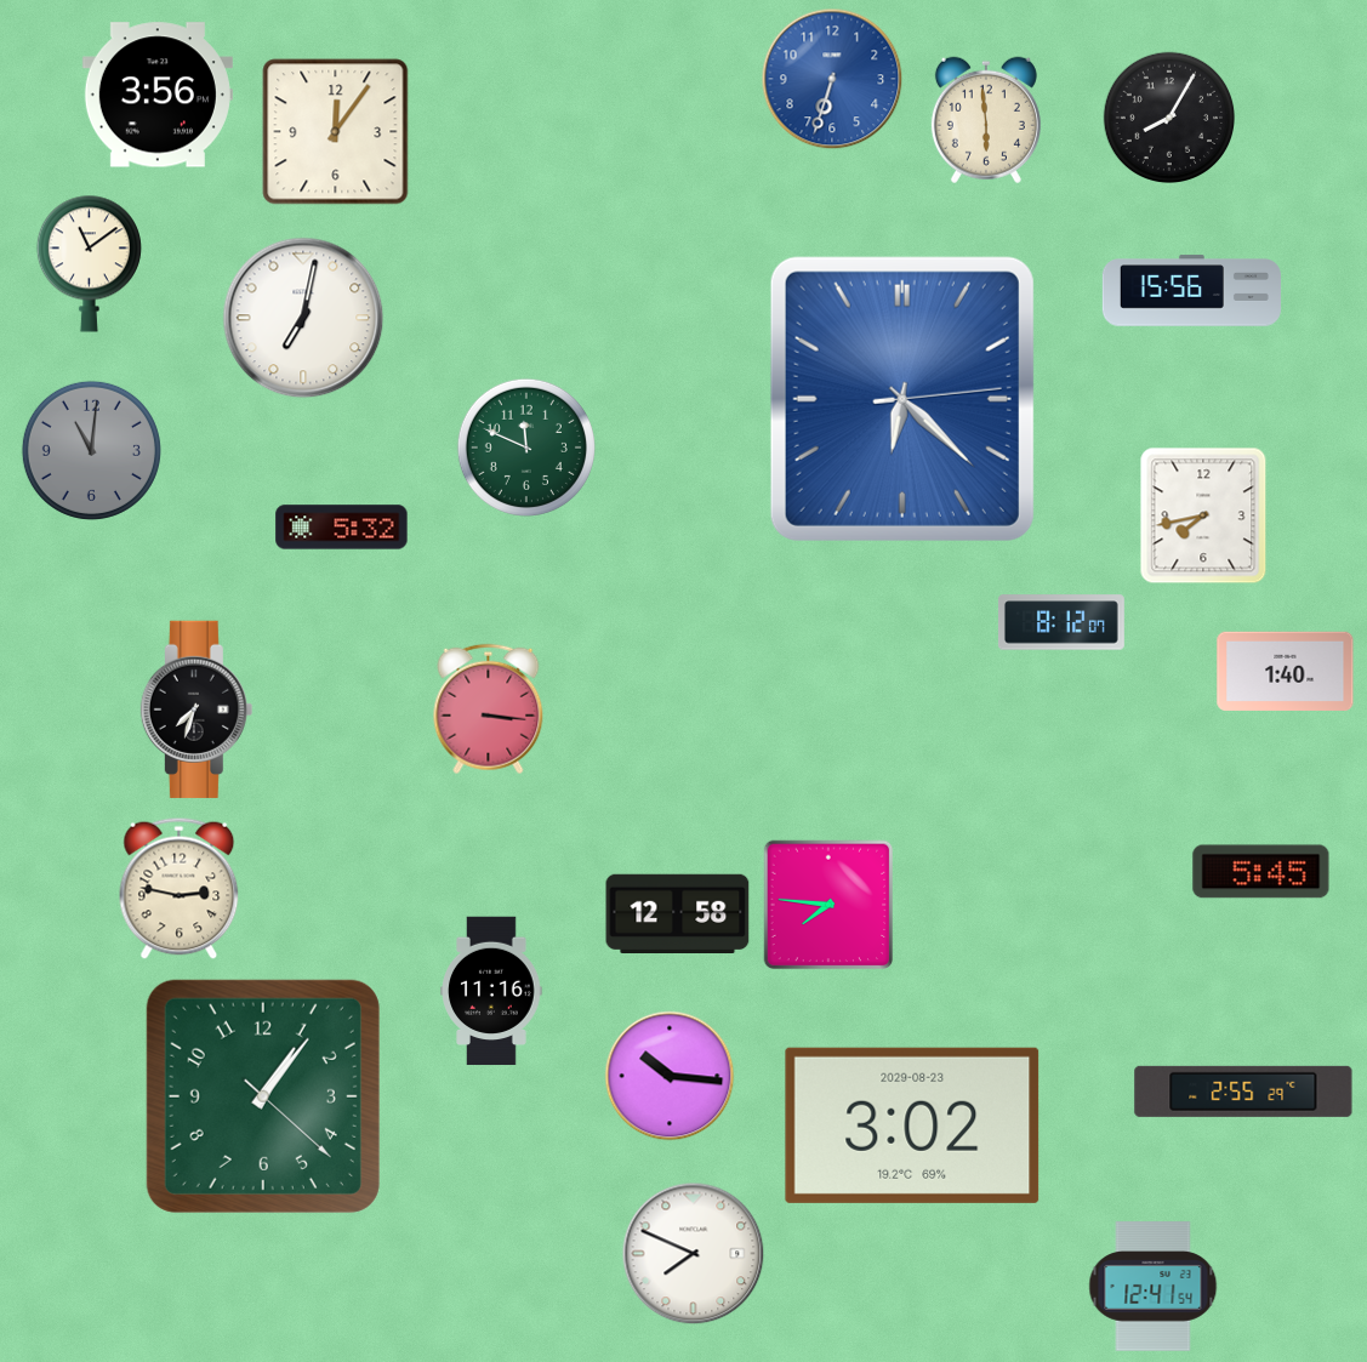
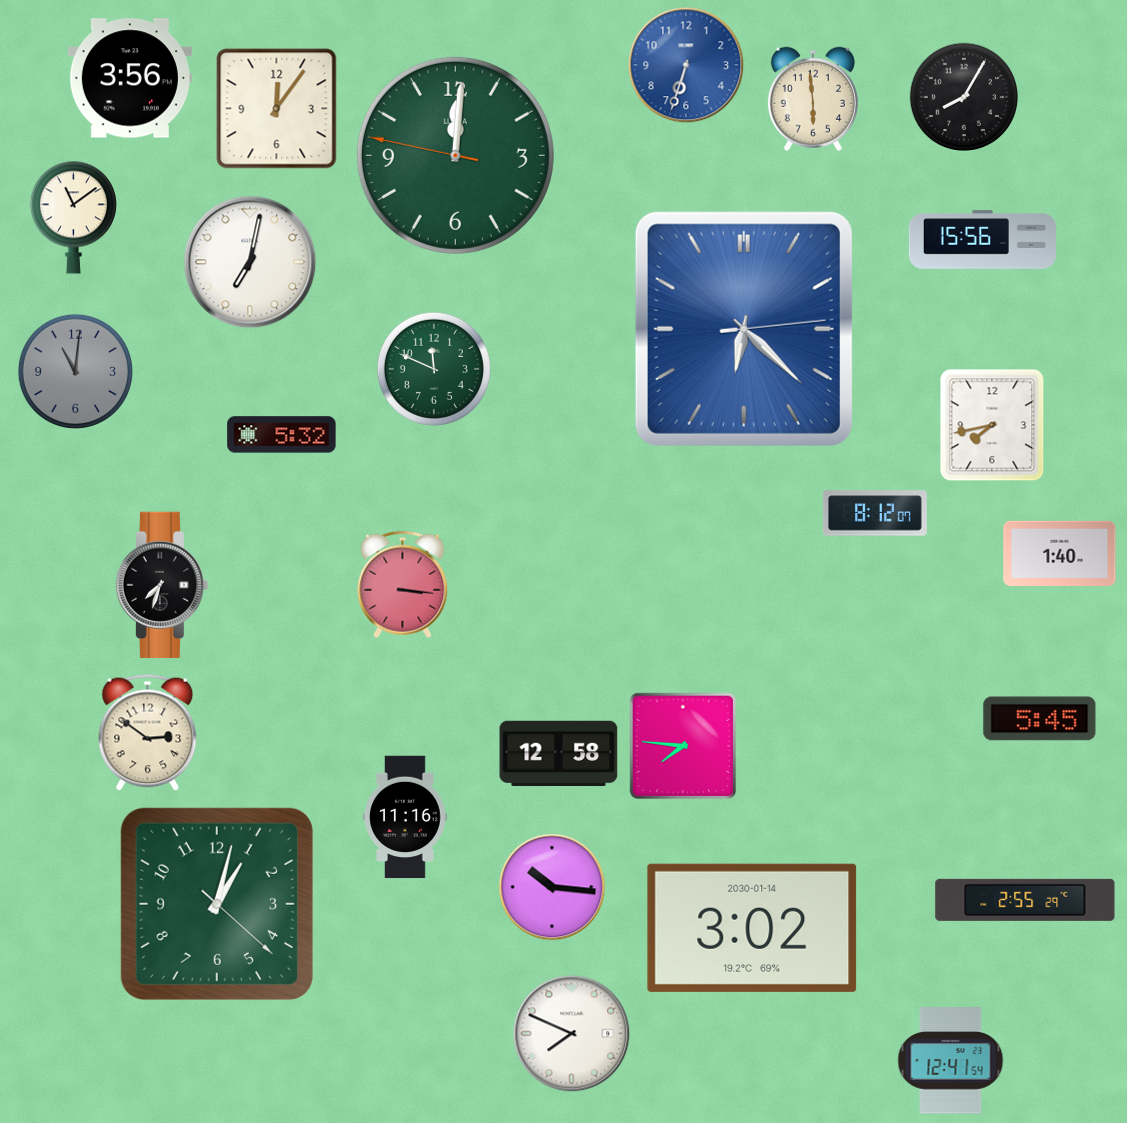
clock at (455, 155): none -> 12:00
clock at (180, 888): 2:47 -> 2:51
clock at (263, 1096): 1:06 -> 1:02
clock at (912, 1125) date: 2029-08-23 -> 2030-01-14
